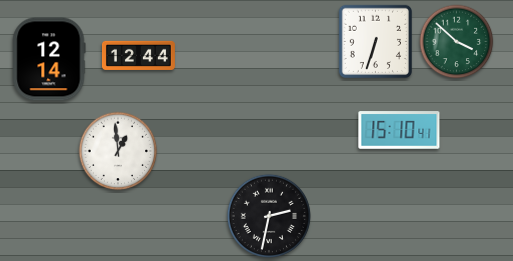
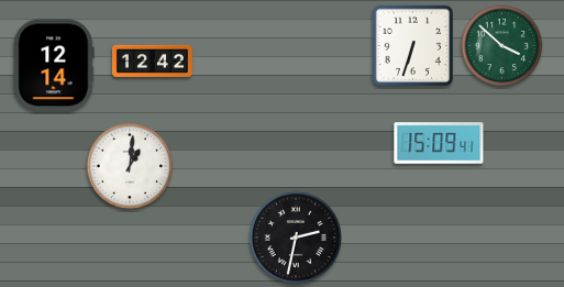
clock at (138, 55): 12:44 -> 12:42
clock at (399, 130): 15:10 -> 15:09
clock at (118, 151): 12:59 -> 1:01
